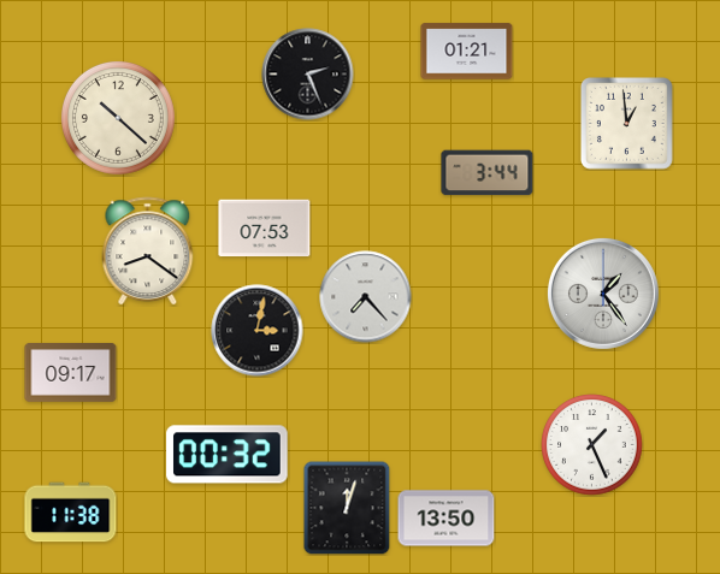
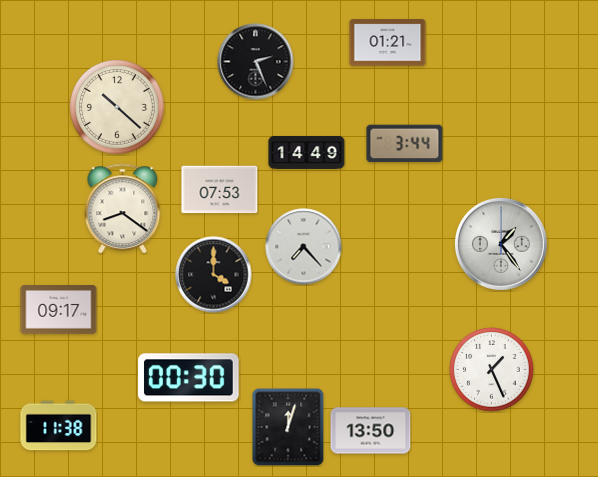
clock at (118, 118) position: (118, 118) -> (117, 107)
clock at (627, 124): 12:59 -> none
clock at (307, 152): none -> 14:49
clock at (258, 331): 3:02 -> 4:00
clock at (228, 455): 00:32 -> 00:30
clock at (347, 508) position: (347, 508) -> (288, 427)
